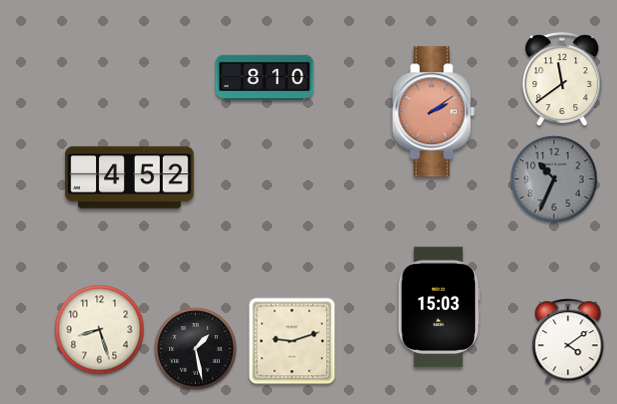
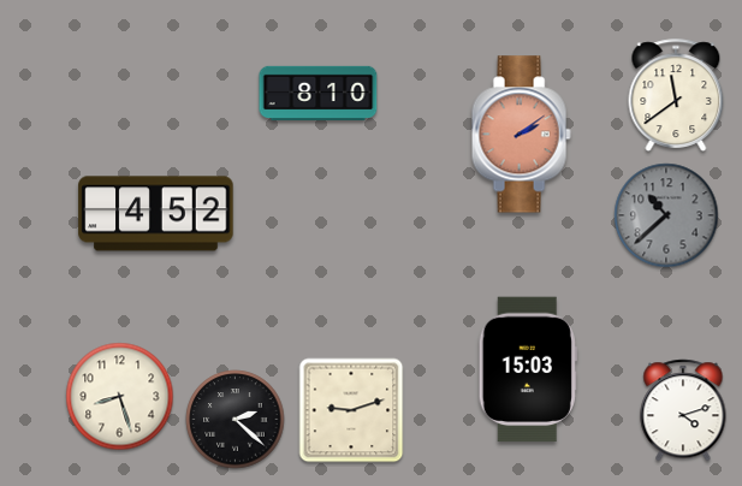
clock at (554, 179): 10:34 -> 10:38
clock at (568, 341): 4:09 -> 4:12
clock at (196, 349): 1:28 -> 2:22
